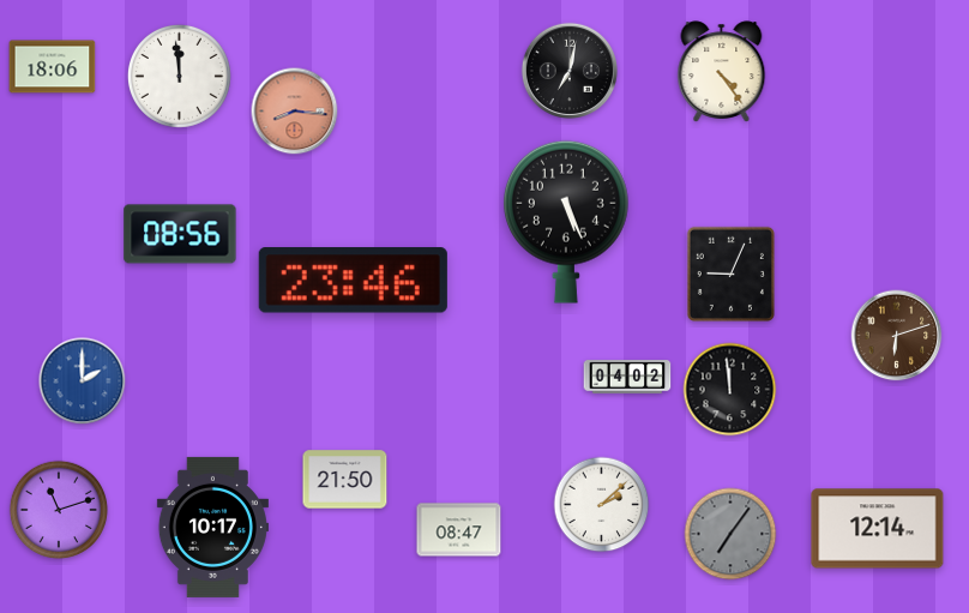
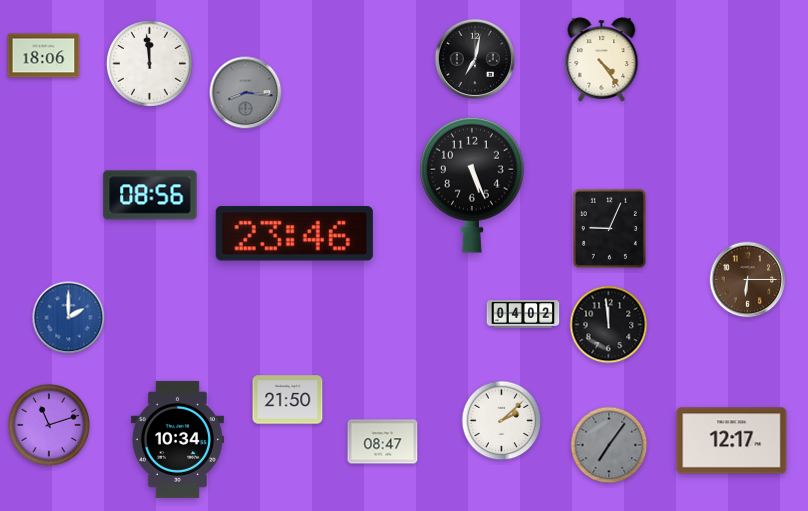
clock at (295, 112) dial: salmon -> grey
clock at (897, 336): 6:12 -> 6:15
clock at (212, 527): 10:17 -> 10:34
clock at (878, 529): 12:14 -> 12:17
